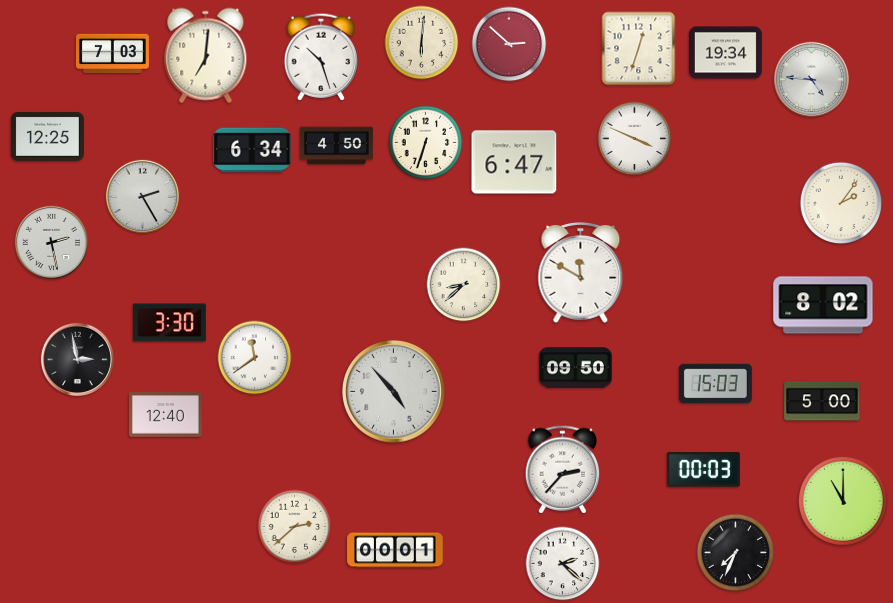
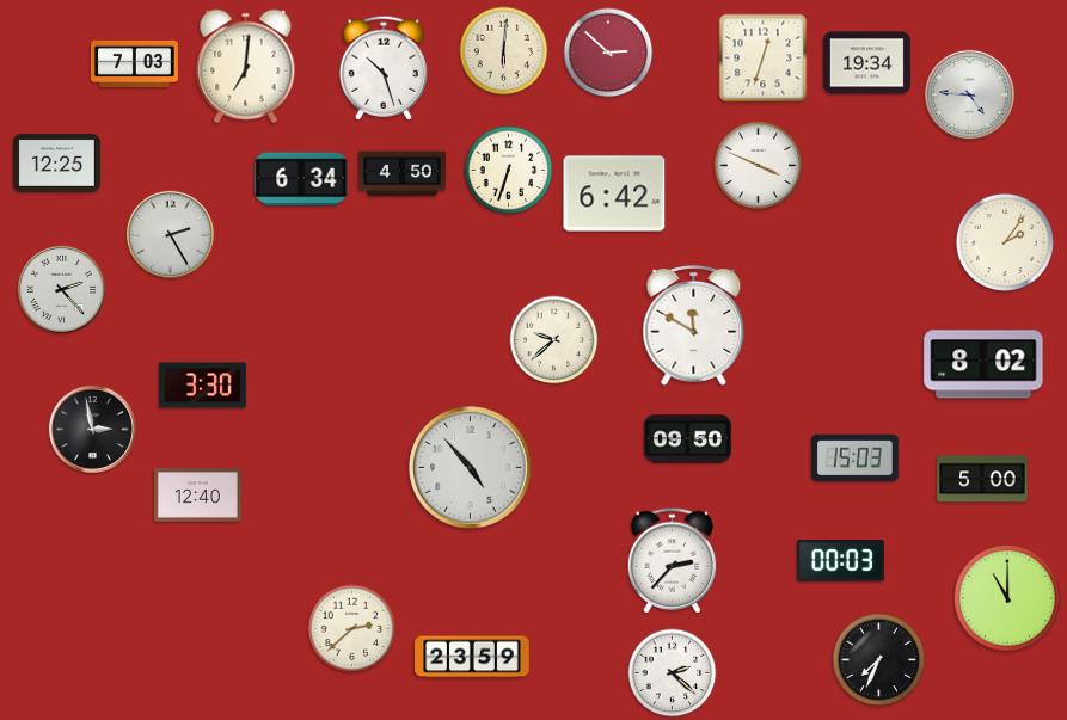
clock at (514, 162): 6:47 -> 6:42
clock at (51, 242): 2:28 -> 2:23
clock at (464, 285): 8:38 -> 9:38
clock at (255, 358): 11:39 -> none
clock at (395, 550): 00:01 -> 23:59
